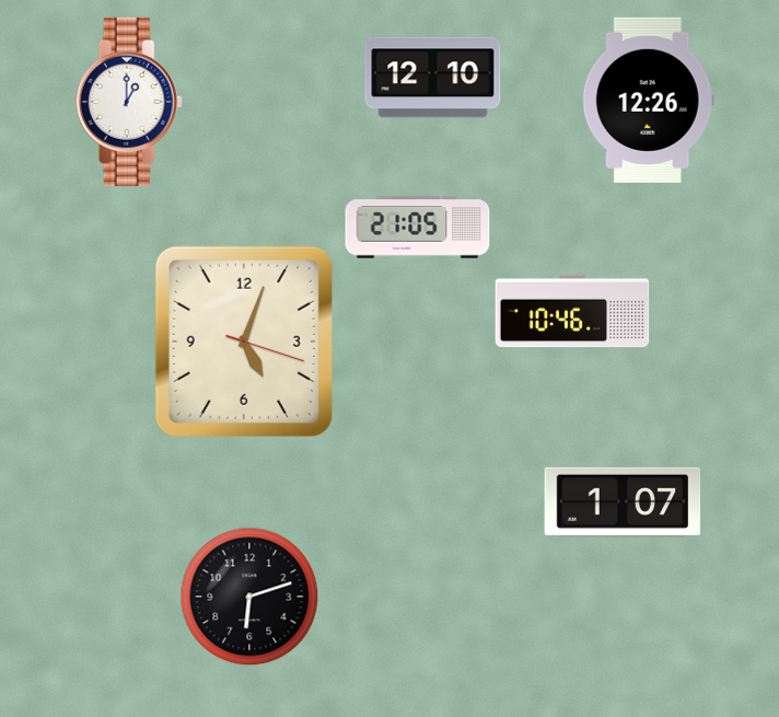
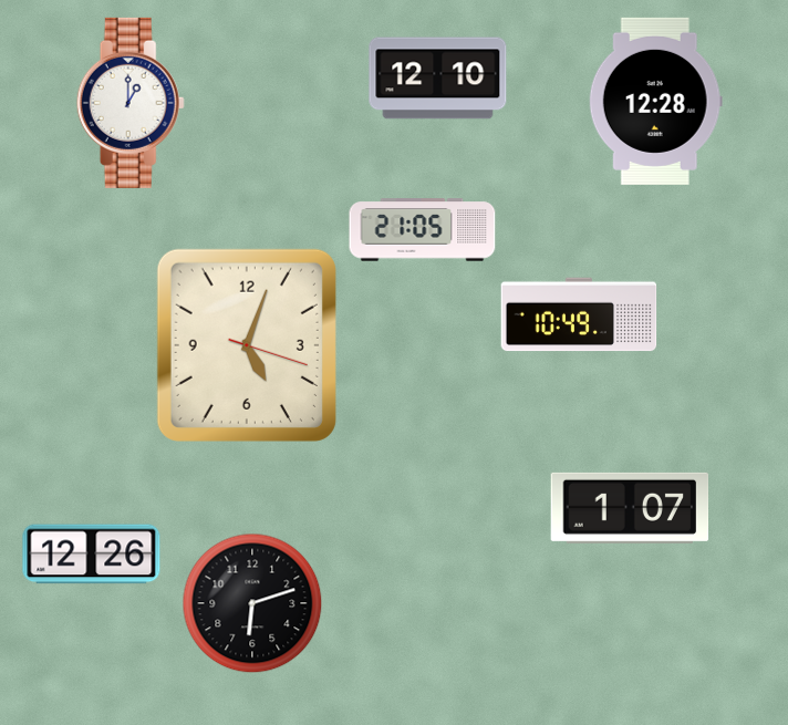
clock at (648, 100): 12:26 -> 12:28
clock at (572, 311): 10:46 -> 10:49
clock at (92, 555): none -> 12:26
